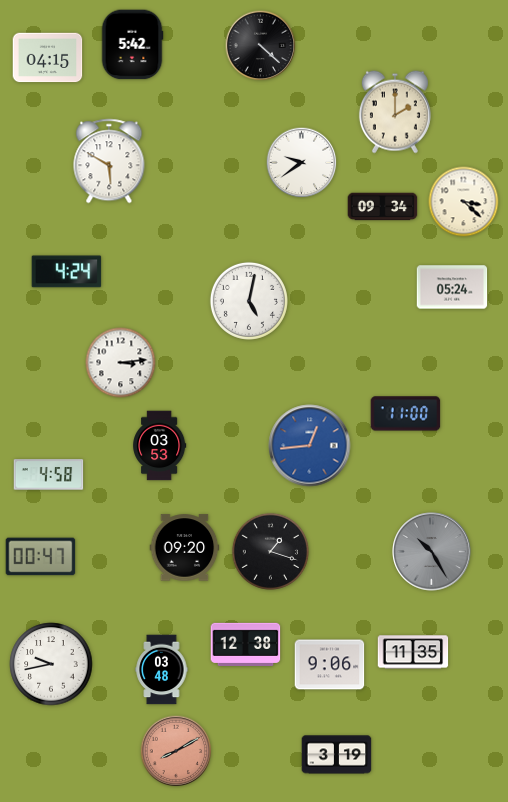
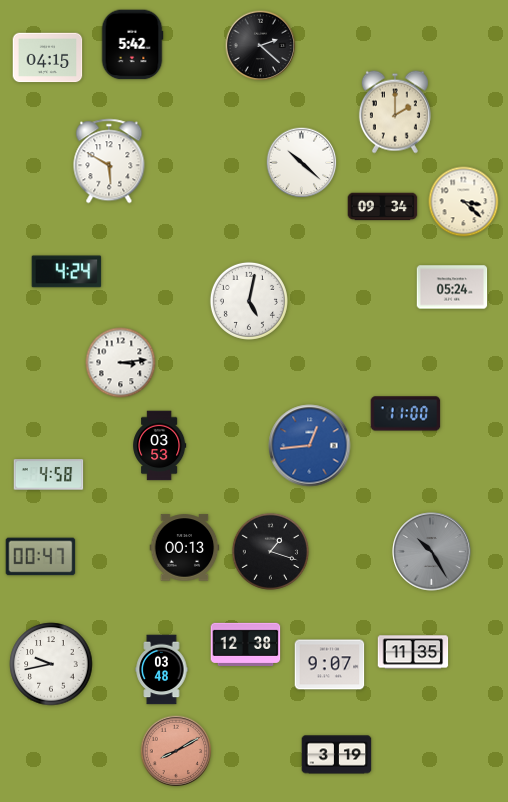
clock at (261, 46): 4:22 -> 2:22
clock at (302, 163): 9:39 -> 10:22
clock at (185, 548): 09:20 -> 00:13
clock at (330, 665): 9:06 -> 9:07
